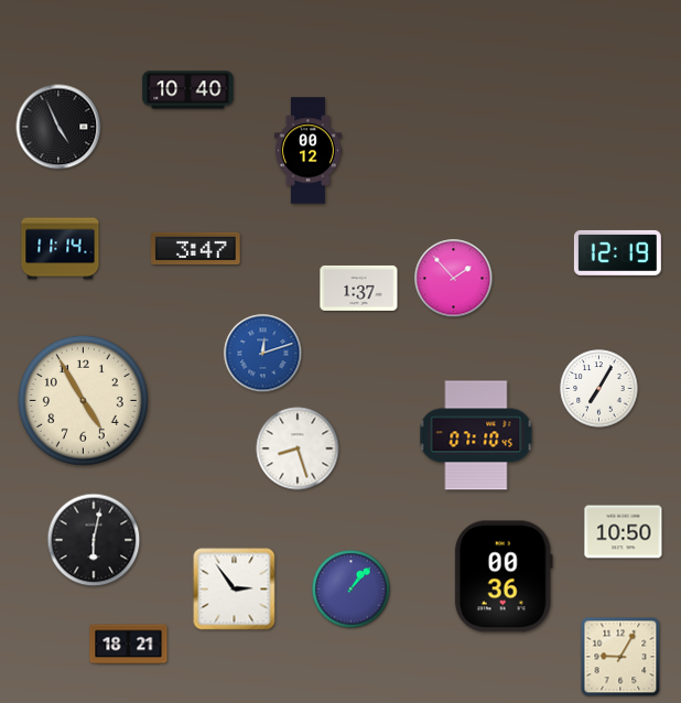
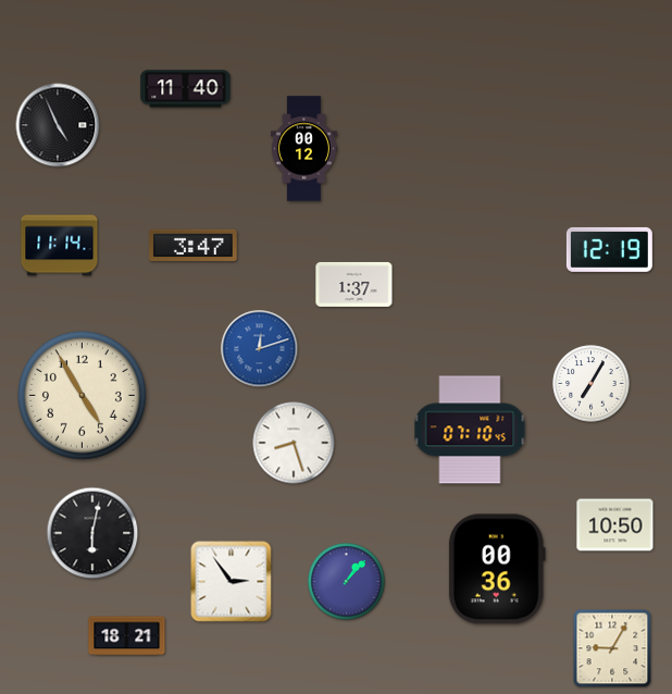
clock at (188, 90): 10:40 -> 11:40
clock at (454, 279): 1:53 -> none
